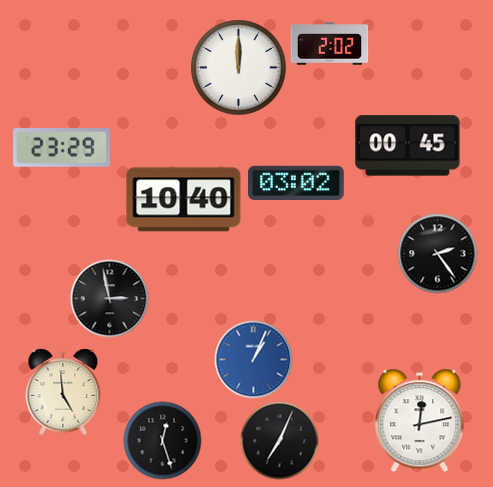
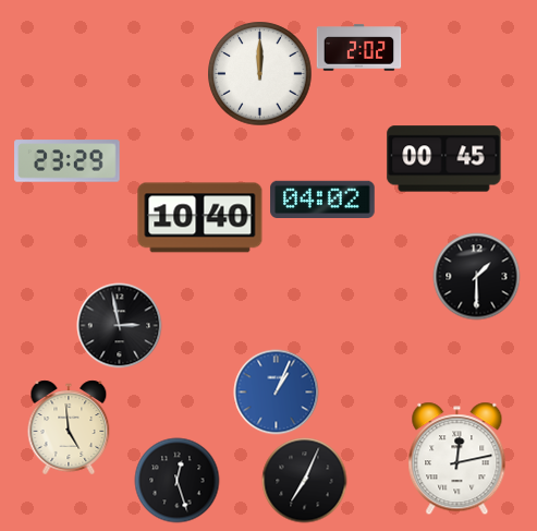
clock at (296, 182): 03:02 -> 04:02
clock at (437, 253): 2:24 -> 1:30
